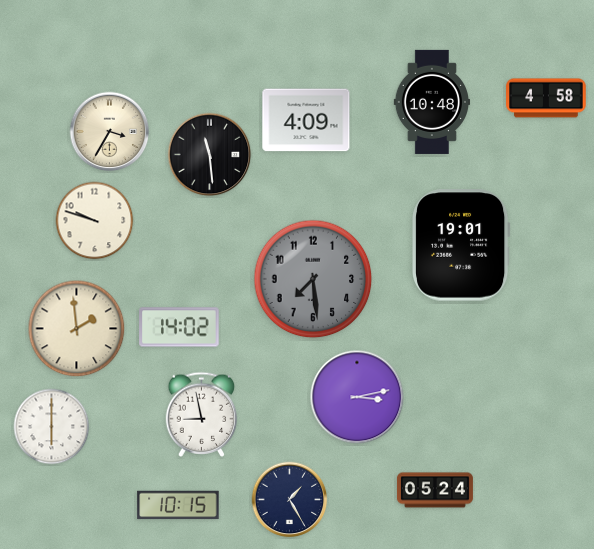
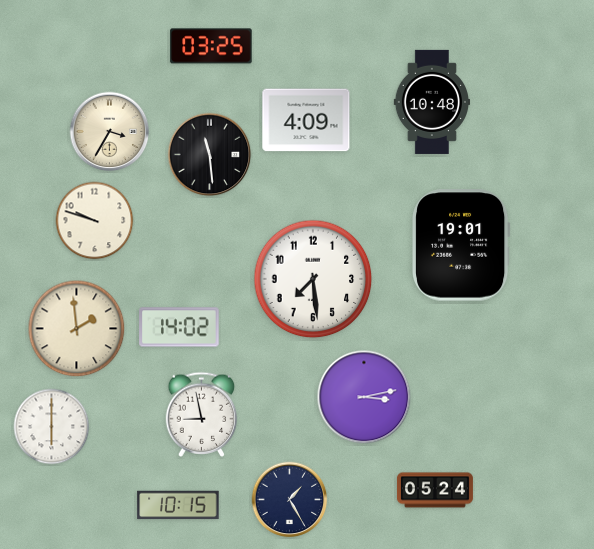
clock at (211, 46): none -> 03:25
clock at (546, 98): 4:58 -> none
clock at (313, 279) dial: grey -> white
clock at (357, 397) position: (357, 397) -> (364, 397)
